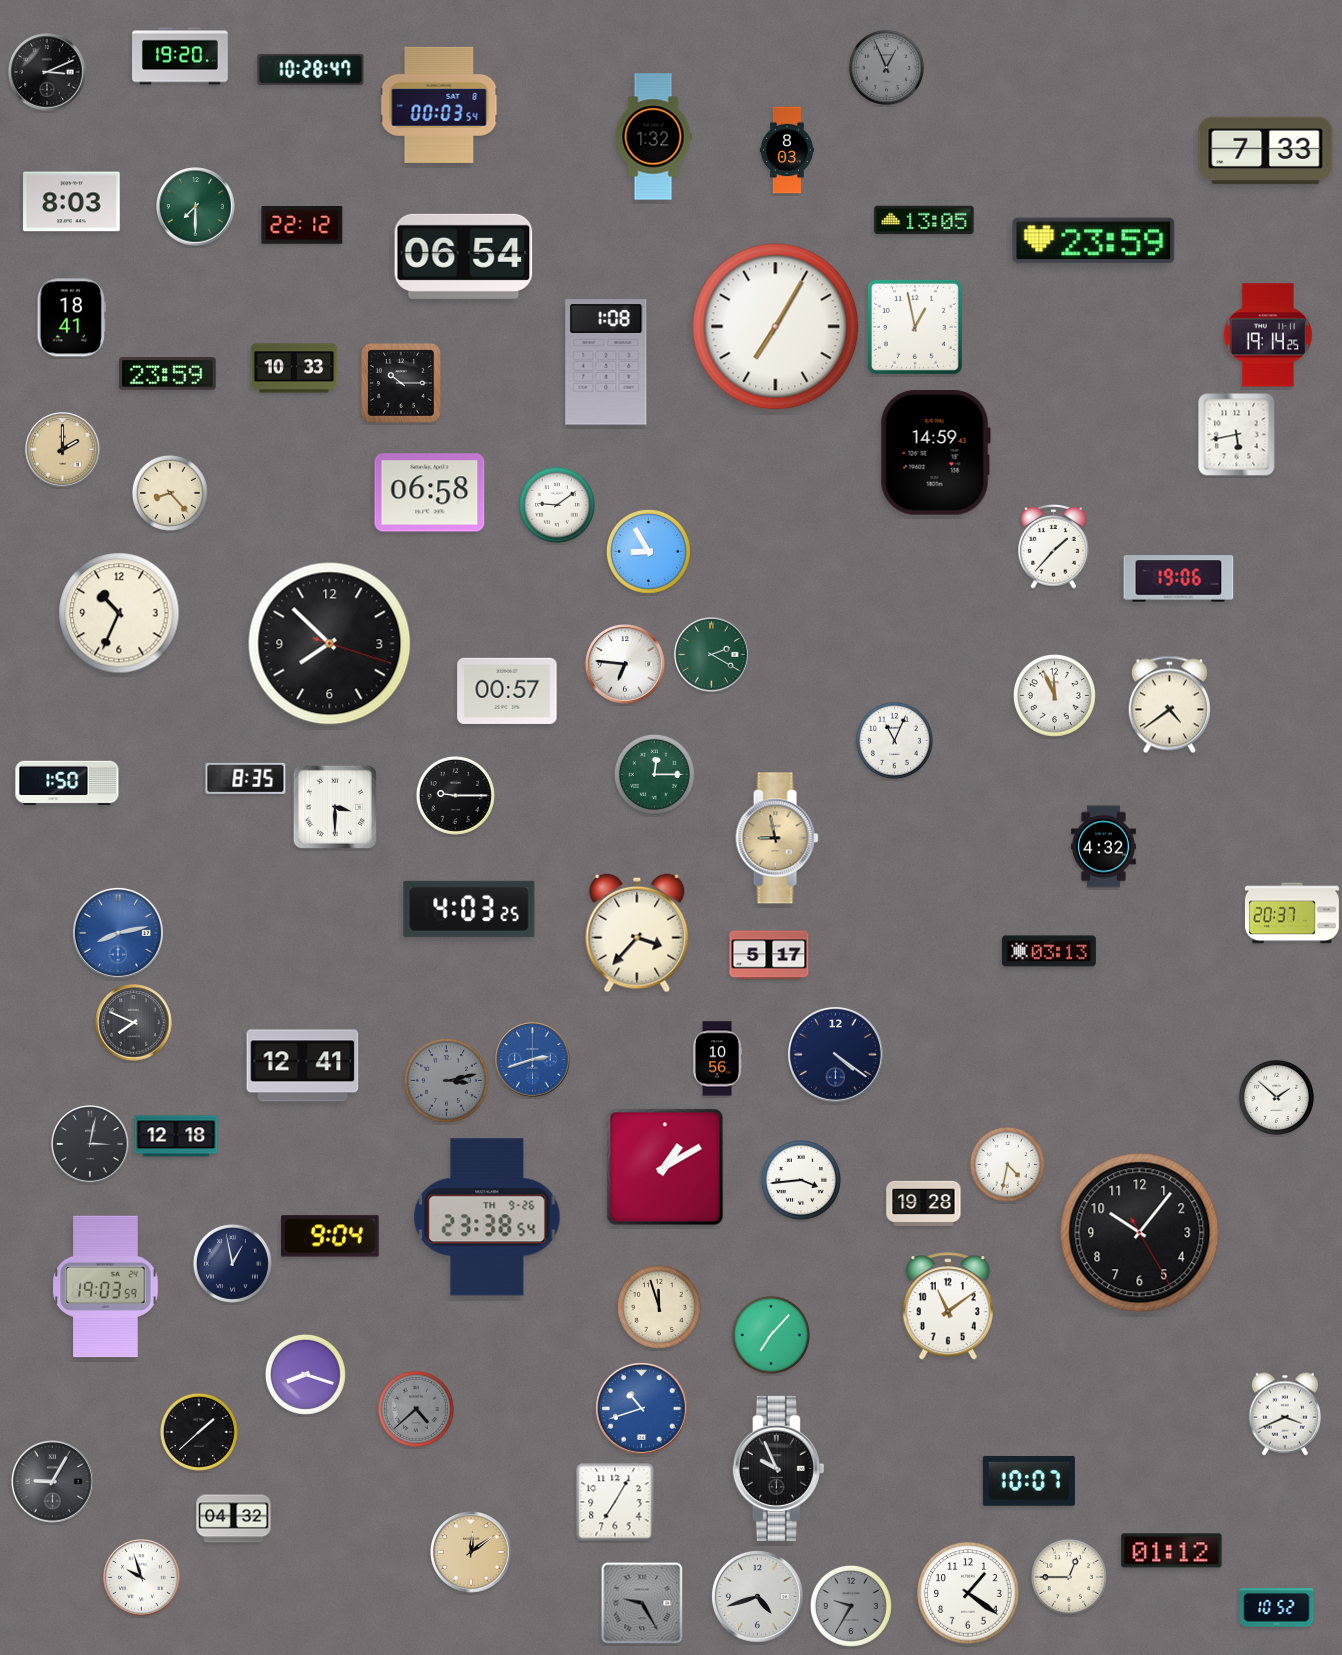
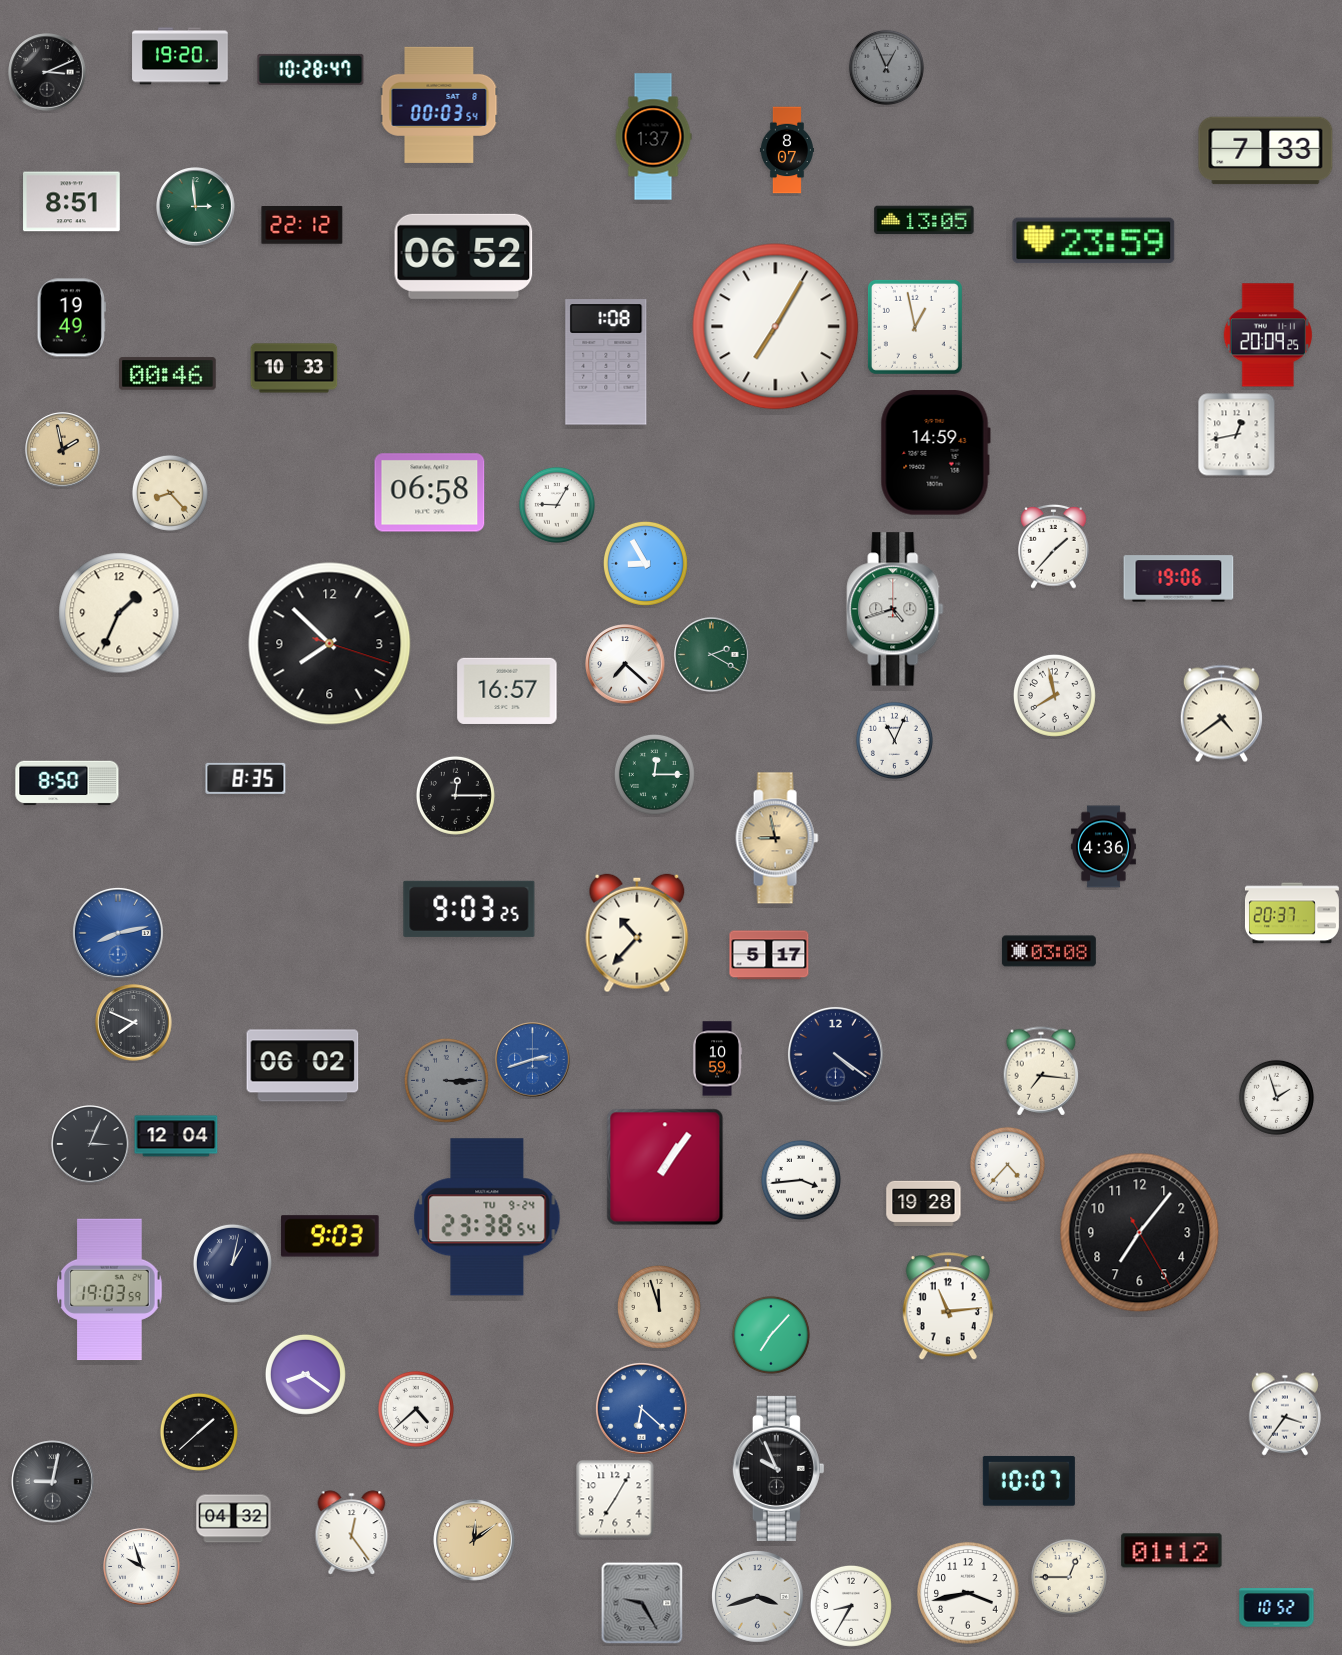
clock at (653, 137): 1:32 -> 1:37
clock at (787, 150): 8:03 -> 8:07
clock at (72, 202): 8:03 -> 8:51
clock at (196, 207): 7:30 -> 2:59
clock at (464, 256): 06:54 -> 06:52
clock at (71, 318): 18:41 -> 19:49
clock at (1267, 335): 19:14 -> 20:09
clock at (168, 374): 23:59 -> 00:46
clock at (402, 384): 10:15 -> none
clock at (1237, 435): 5:43 -> 12:43
clock at (63, 450): 2:00 -> 1:58
clock at (557, 505): 9:09 -> 9:05
clock at (648, 551) position: (648, 551) -> (645, 563)
clock at (895, 609): none -> 4:42
clock at (119, 613): 10:34 -> 1:34
clock at (625, 664): 6:46 -> 7:22
clock at (507, 691): 00:57 -> 16:57
clock at (1054, 695): 11:56 -> 7:58
clock at (1169, 705) position: (1169, 705) -> (1221, 714)
clock at (67, 783): 1:50 -> 8:50
clock at (455, 795): 9:15 -> 12:15
clock at (335, 807): 3:30 -> none
clock at (1103, 847): 4:32 -> 4:36
clock at (469, 909): 4:03 -> 9:03
clock at (637, 933): 3:37 -> 10:37
clock at (1049, 951): 03:13 -> 03:08
clock at (717, 1059): 10:56 -> 10:59
clock at (303, 1066): 12:41 -> 06:02
clock at (1041, 1071): none -> 7:16
clock at (446, 1080): 3:13 -> 3:15
clock at (1276, 1097): 1:52 -> 1:57
clock at (176, 1136): 12:18 -> 12:04
clock at (90, 1144): 3:02 -> 3:04
clock at (1007, 1164): 4:32 -> 4:37
clock at (665, 1167): 1:10 -> 1:06
clock at (487, 1217) date: TH 9-26 -> TU 9-24
clock at (1140, 1233): 10:06 -> 7:06
clock at (330, 1236): 9:04 -> 9:03
clock at (232, 1263): 12:58 -> 1:02
clock at (106, 1287) position: (106, 1287) -> (110, 1290)
clock at (948, 1307): 11:09 -> 11:14
clock at (305, 1374): 8:18 -> 8:21
clock at (641, 1408): 10:42 -> 6:22
clock at (416, 1409) dial: grey -> white
clock at (1285, 1414): 3:41 -> 3:36
clock at (53, 1482): 9:05 -> 9:02
clock at (615, 1502) position: (615, 1502) -> (615, 1499)
clock at (352, 1533): none -> 12:24
clock at (471, 1552) position: (471, 1552) -> (474, 1540)
clock at (142, 1578) position: (142, 1578) -> (142, 1567)
clock at (968, 1593): 1:21 -> 3:43
clock at (757, 1596): 4:42 -> 3:42
clock at (851, 1606): 9:35 -> 8:35
clock at (851, 1606) dial: grey -> white
